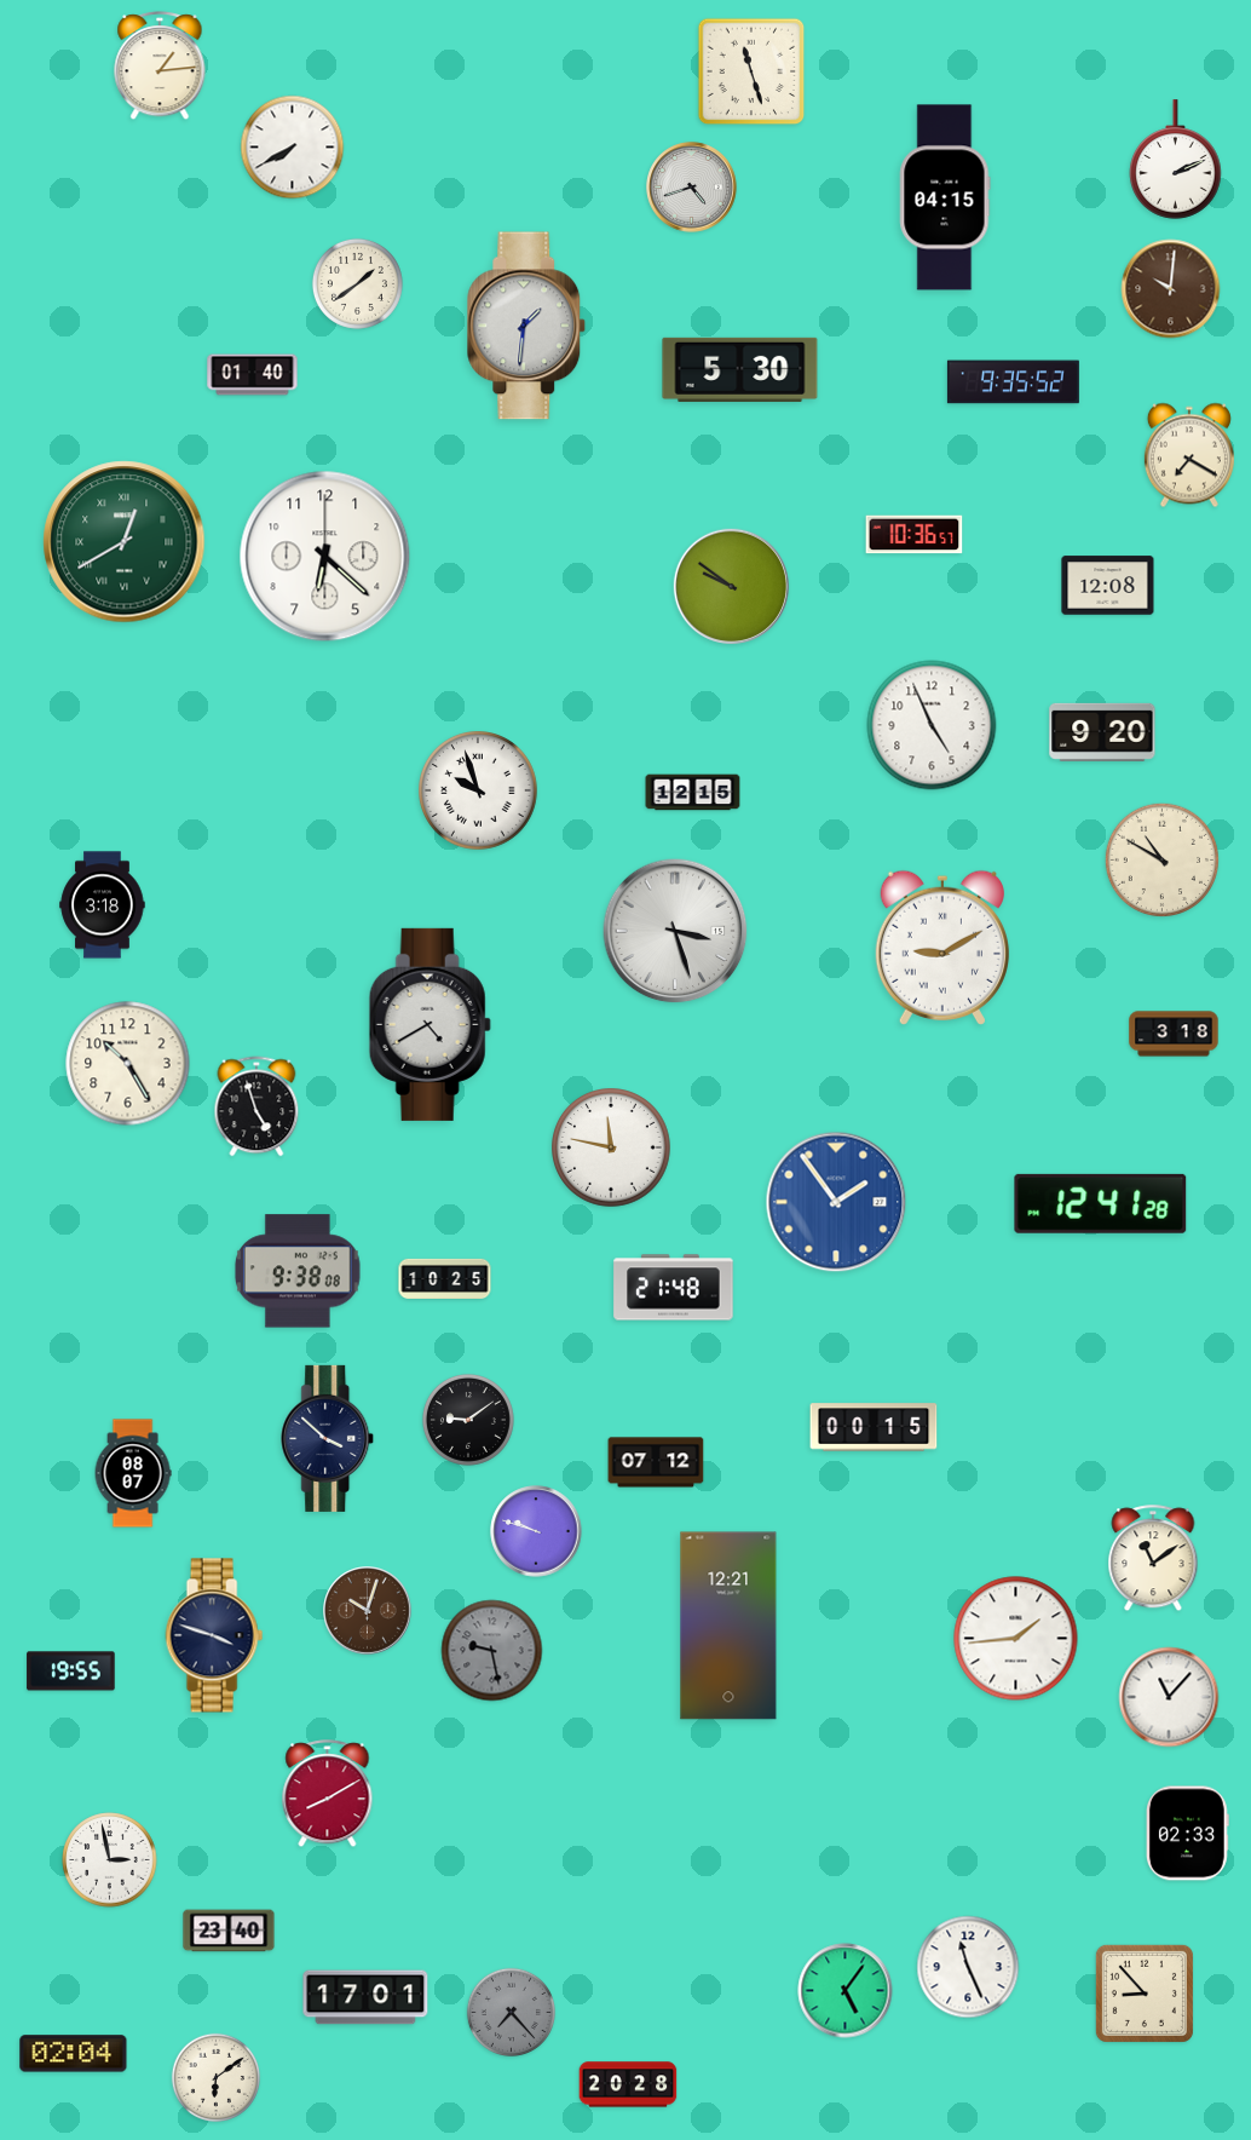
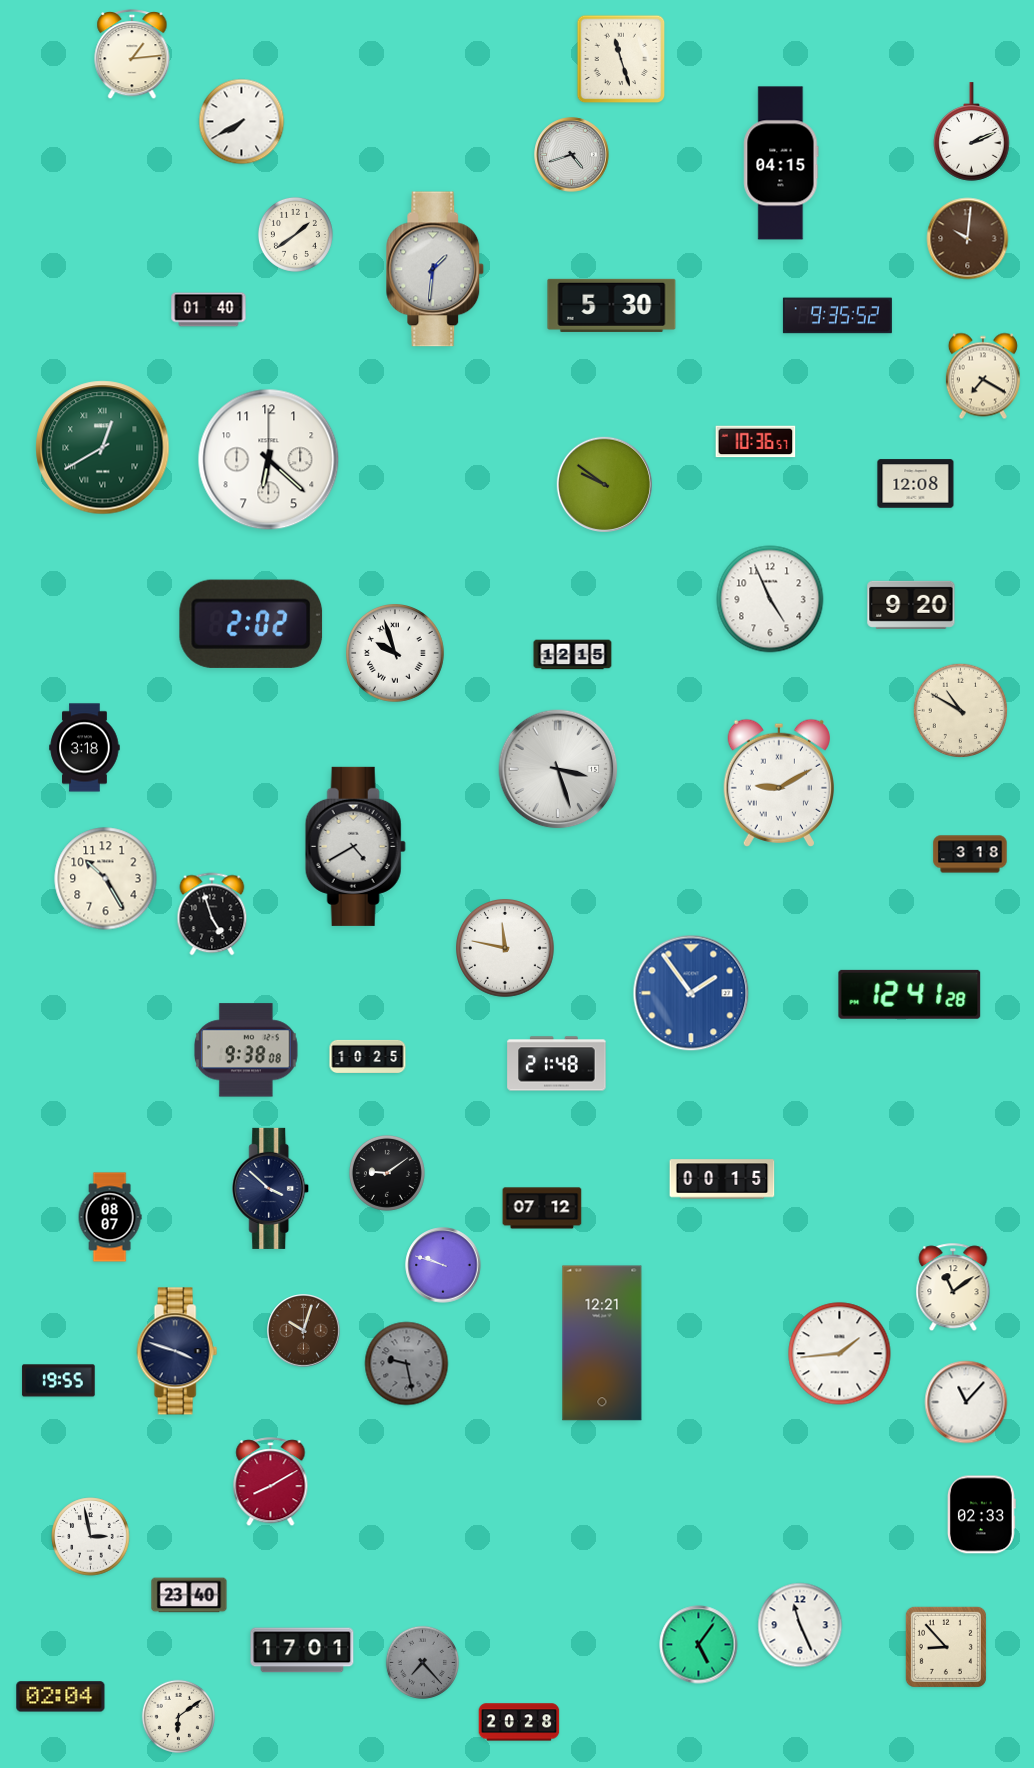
clock at (251, 624): none -> 2:02
